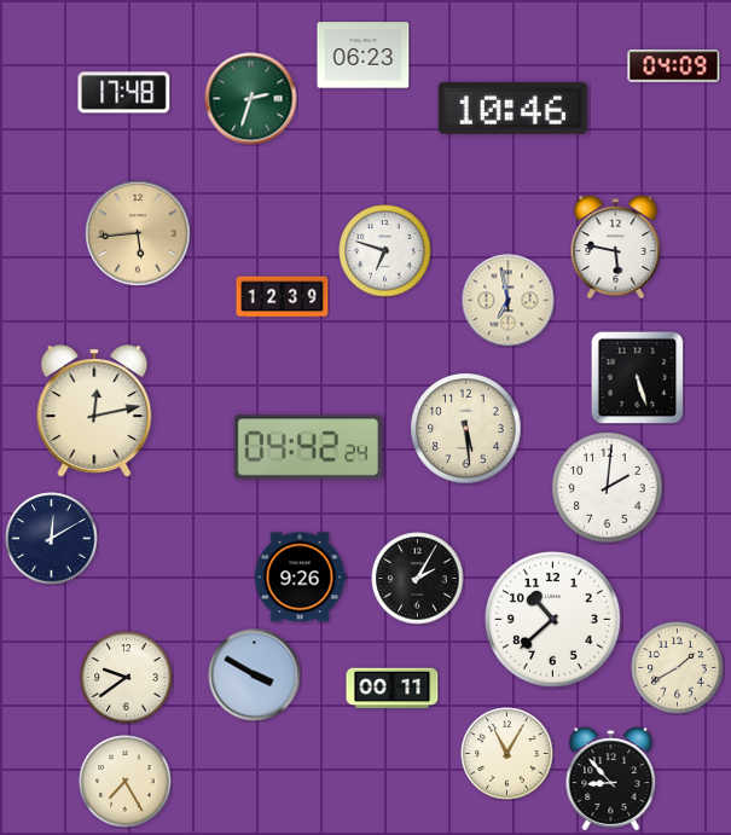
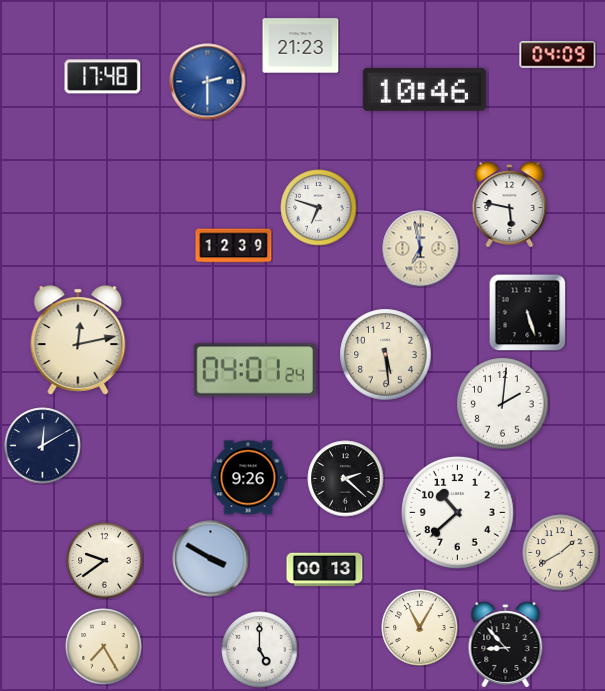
clock at (364, 56): 06:23 -> 21:23
clock at (251, 99): 2:33 -> 2:30
clock at (251, 99) dial: green -> blue
clock at (138, 233): 5:44 -> none
clock at (308, 447): 04:42 -> 04:01
clock at (418, 579): 2:05 -> 2:22
clock at (393, 689): 00:11 -> 00:13
clock at (507, 754) position: (507, 754) -> (420, 628)
clock at (260, 650): none -> 5:00
